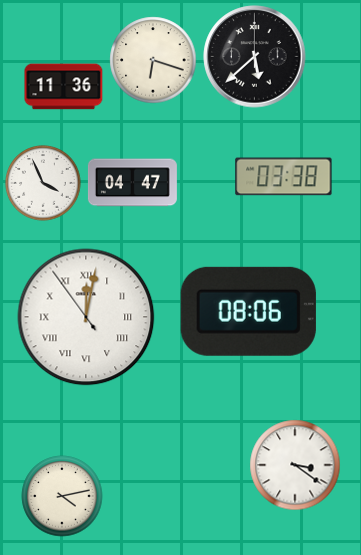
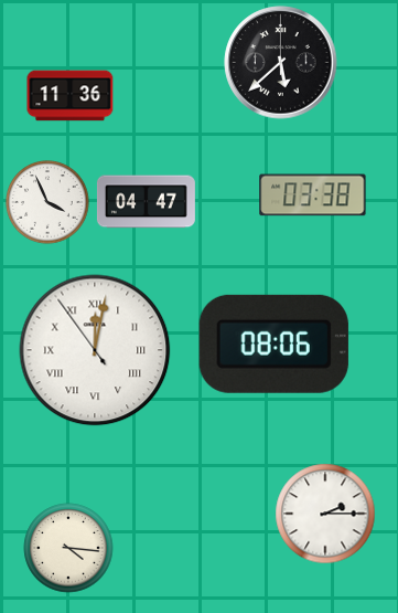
clock at (153, 60): 6:18 -> none
clock at (295, 465): 3:21 -> 2:15
clock at (62, 496): 4:13 -> 4:16
